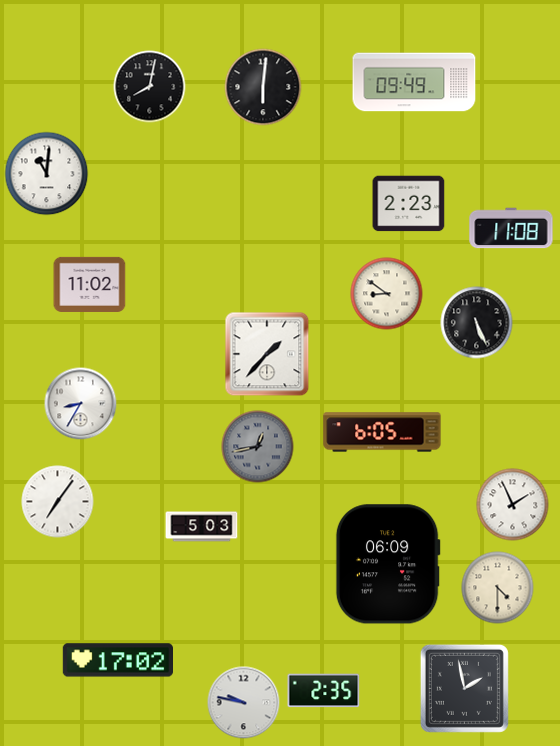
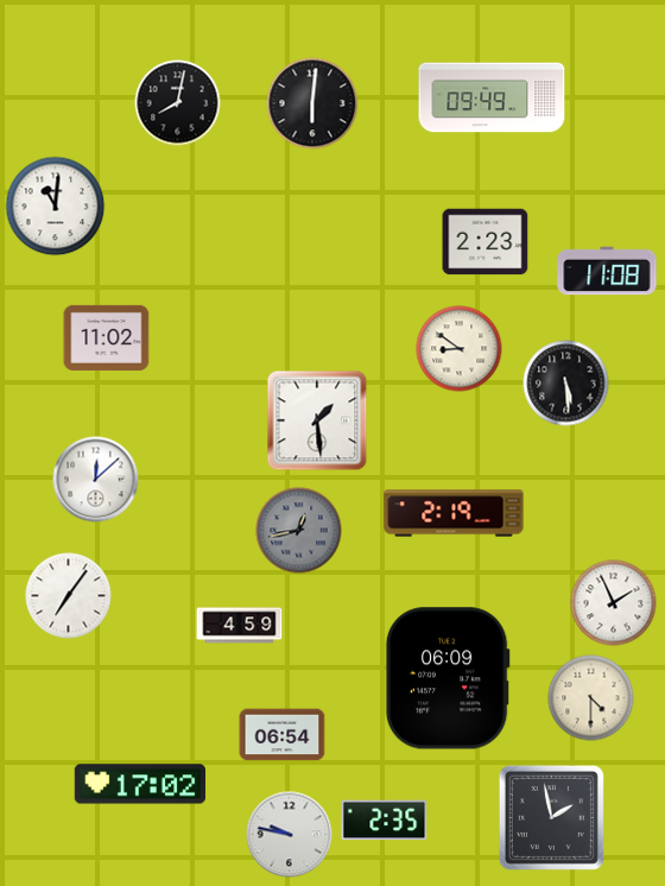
clock at (477, 323): 5:26 -> 5:29
clock at (267, 354): 1:37 -> 1:29
clock at (81, 404): 8:35 -> 12:08
clock at (382, 432): 6:05 -> 2:19
clock at (258, 447) position: (258, 447) -> (299, 531)
clock at (513, 505) position: (513, 505) -> (614, 603)
clock at (202, 527): 5:03 -> 4:59
clock at (388, 564) position: (388, 564) -> (448, 678)
clock at (283, 735): none -> 06:54
